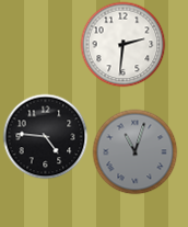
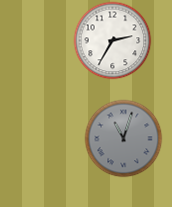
clock at (122, 44): 2:31 -> 2:35
clock at (45, 136): 4:46 -> none
